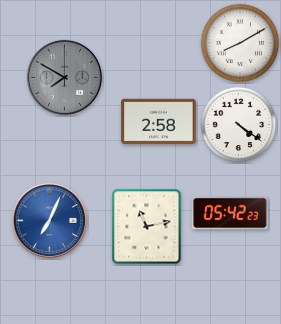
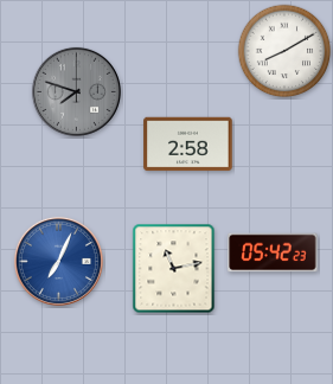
clock at (64, 77): 7:50 -> 7:48
clock at (239, 125): 4:21 -> none
